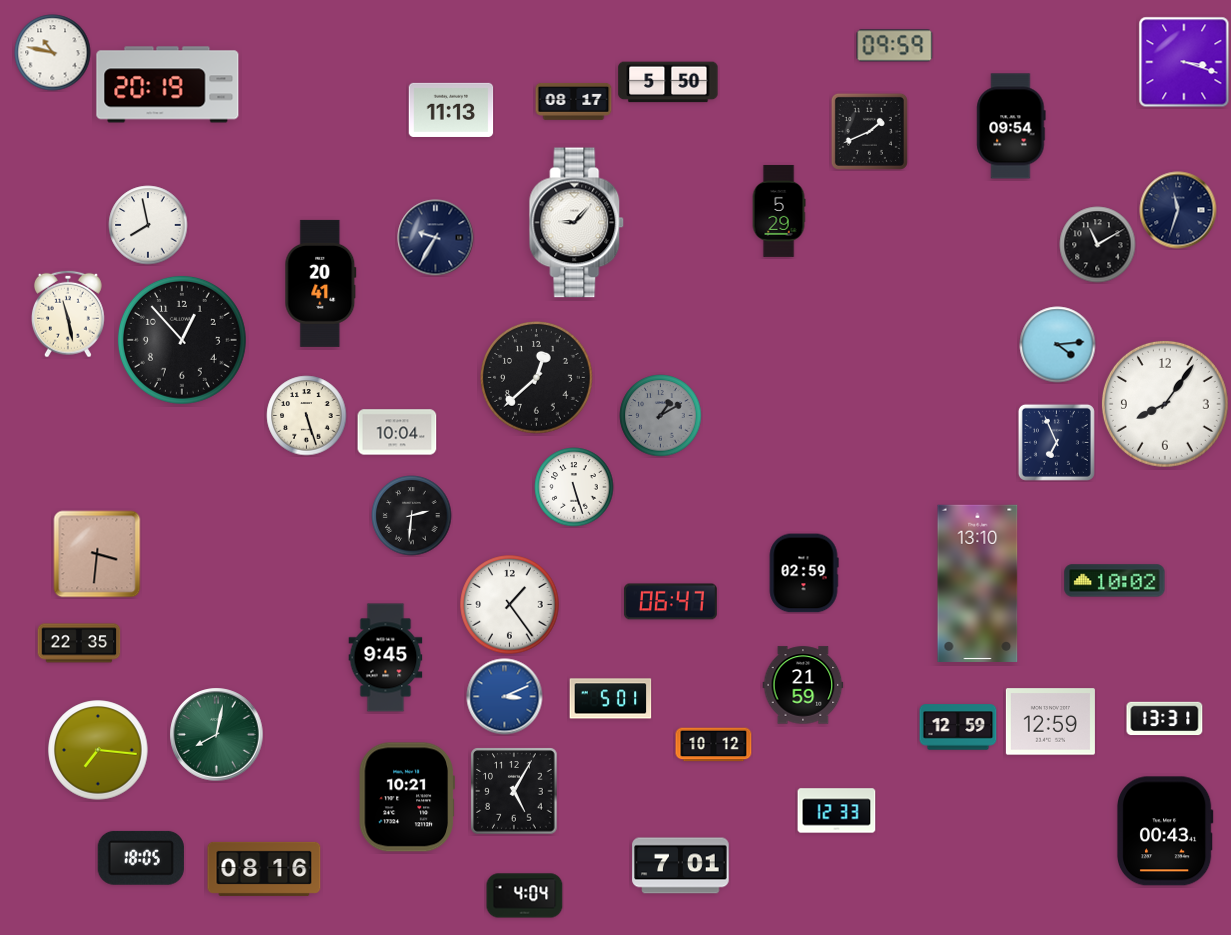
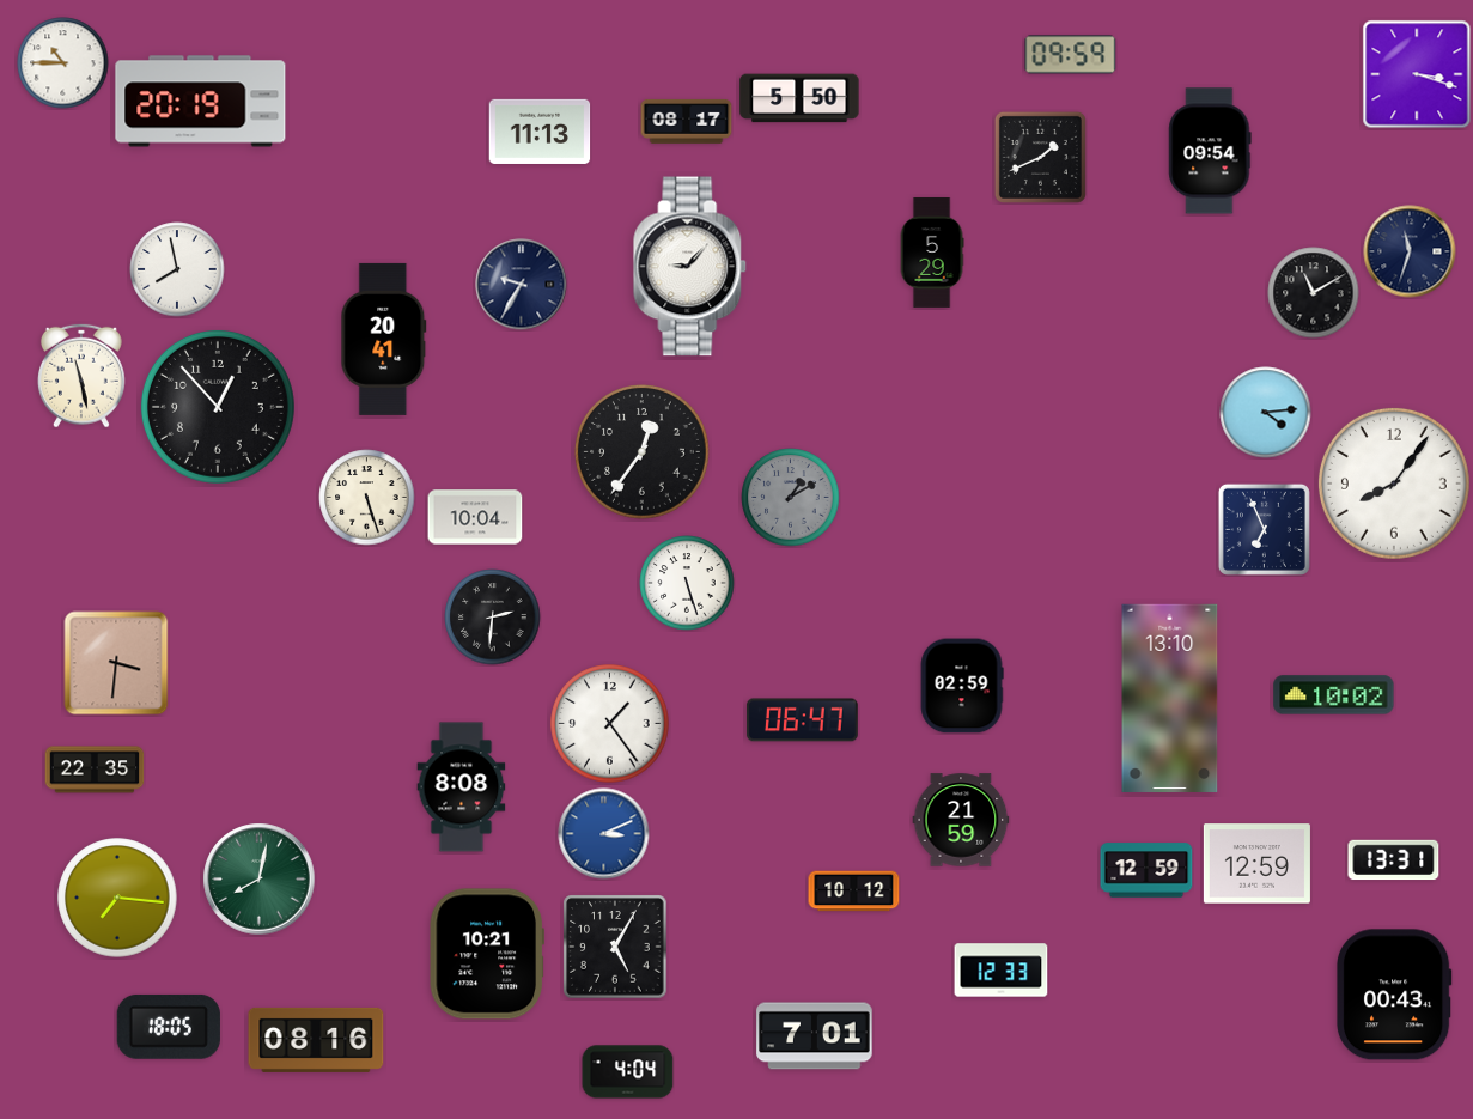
clock at (53, 53): 10:47 -> 10:45
clock at (537, 378): 12:38 -> 12:36
clock at (386, 658): 9:45 -> 8:08
clock at (611, 699): 5:01 -> none
